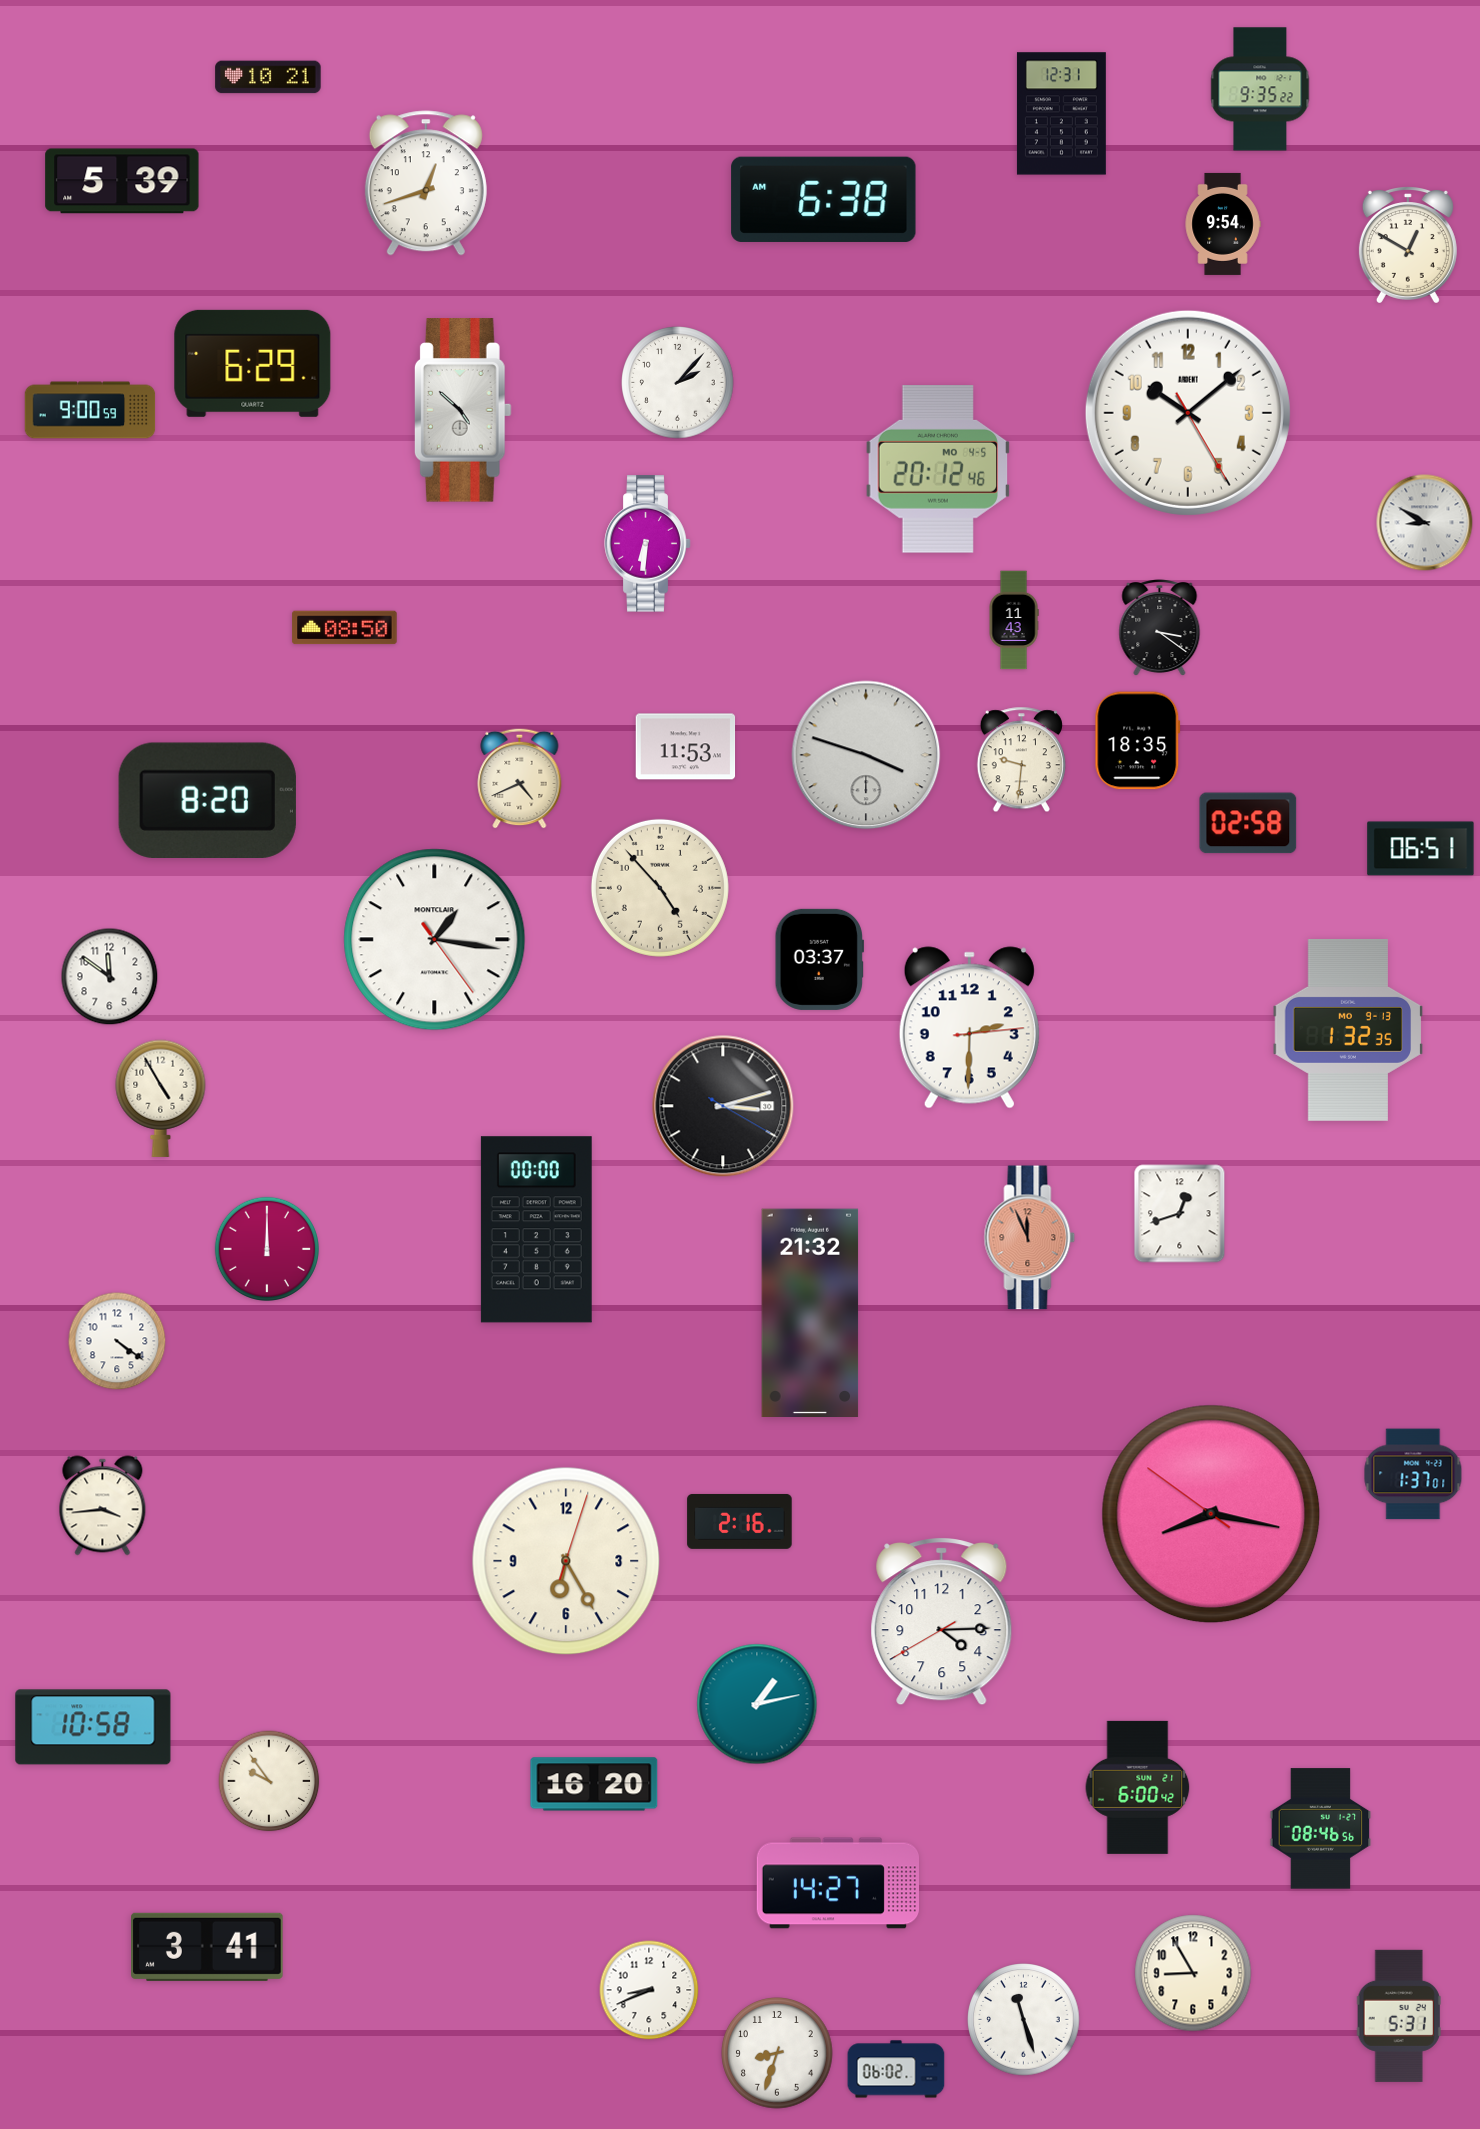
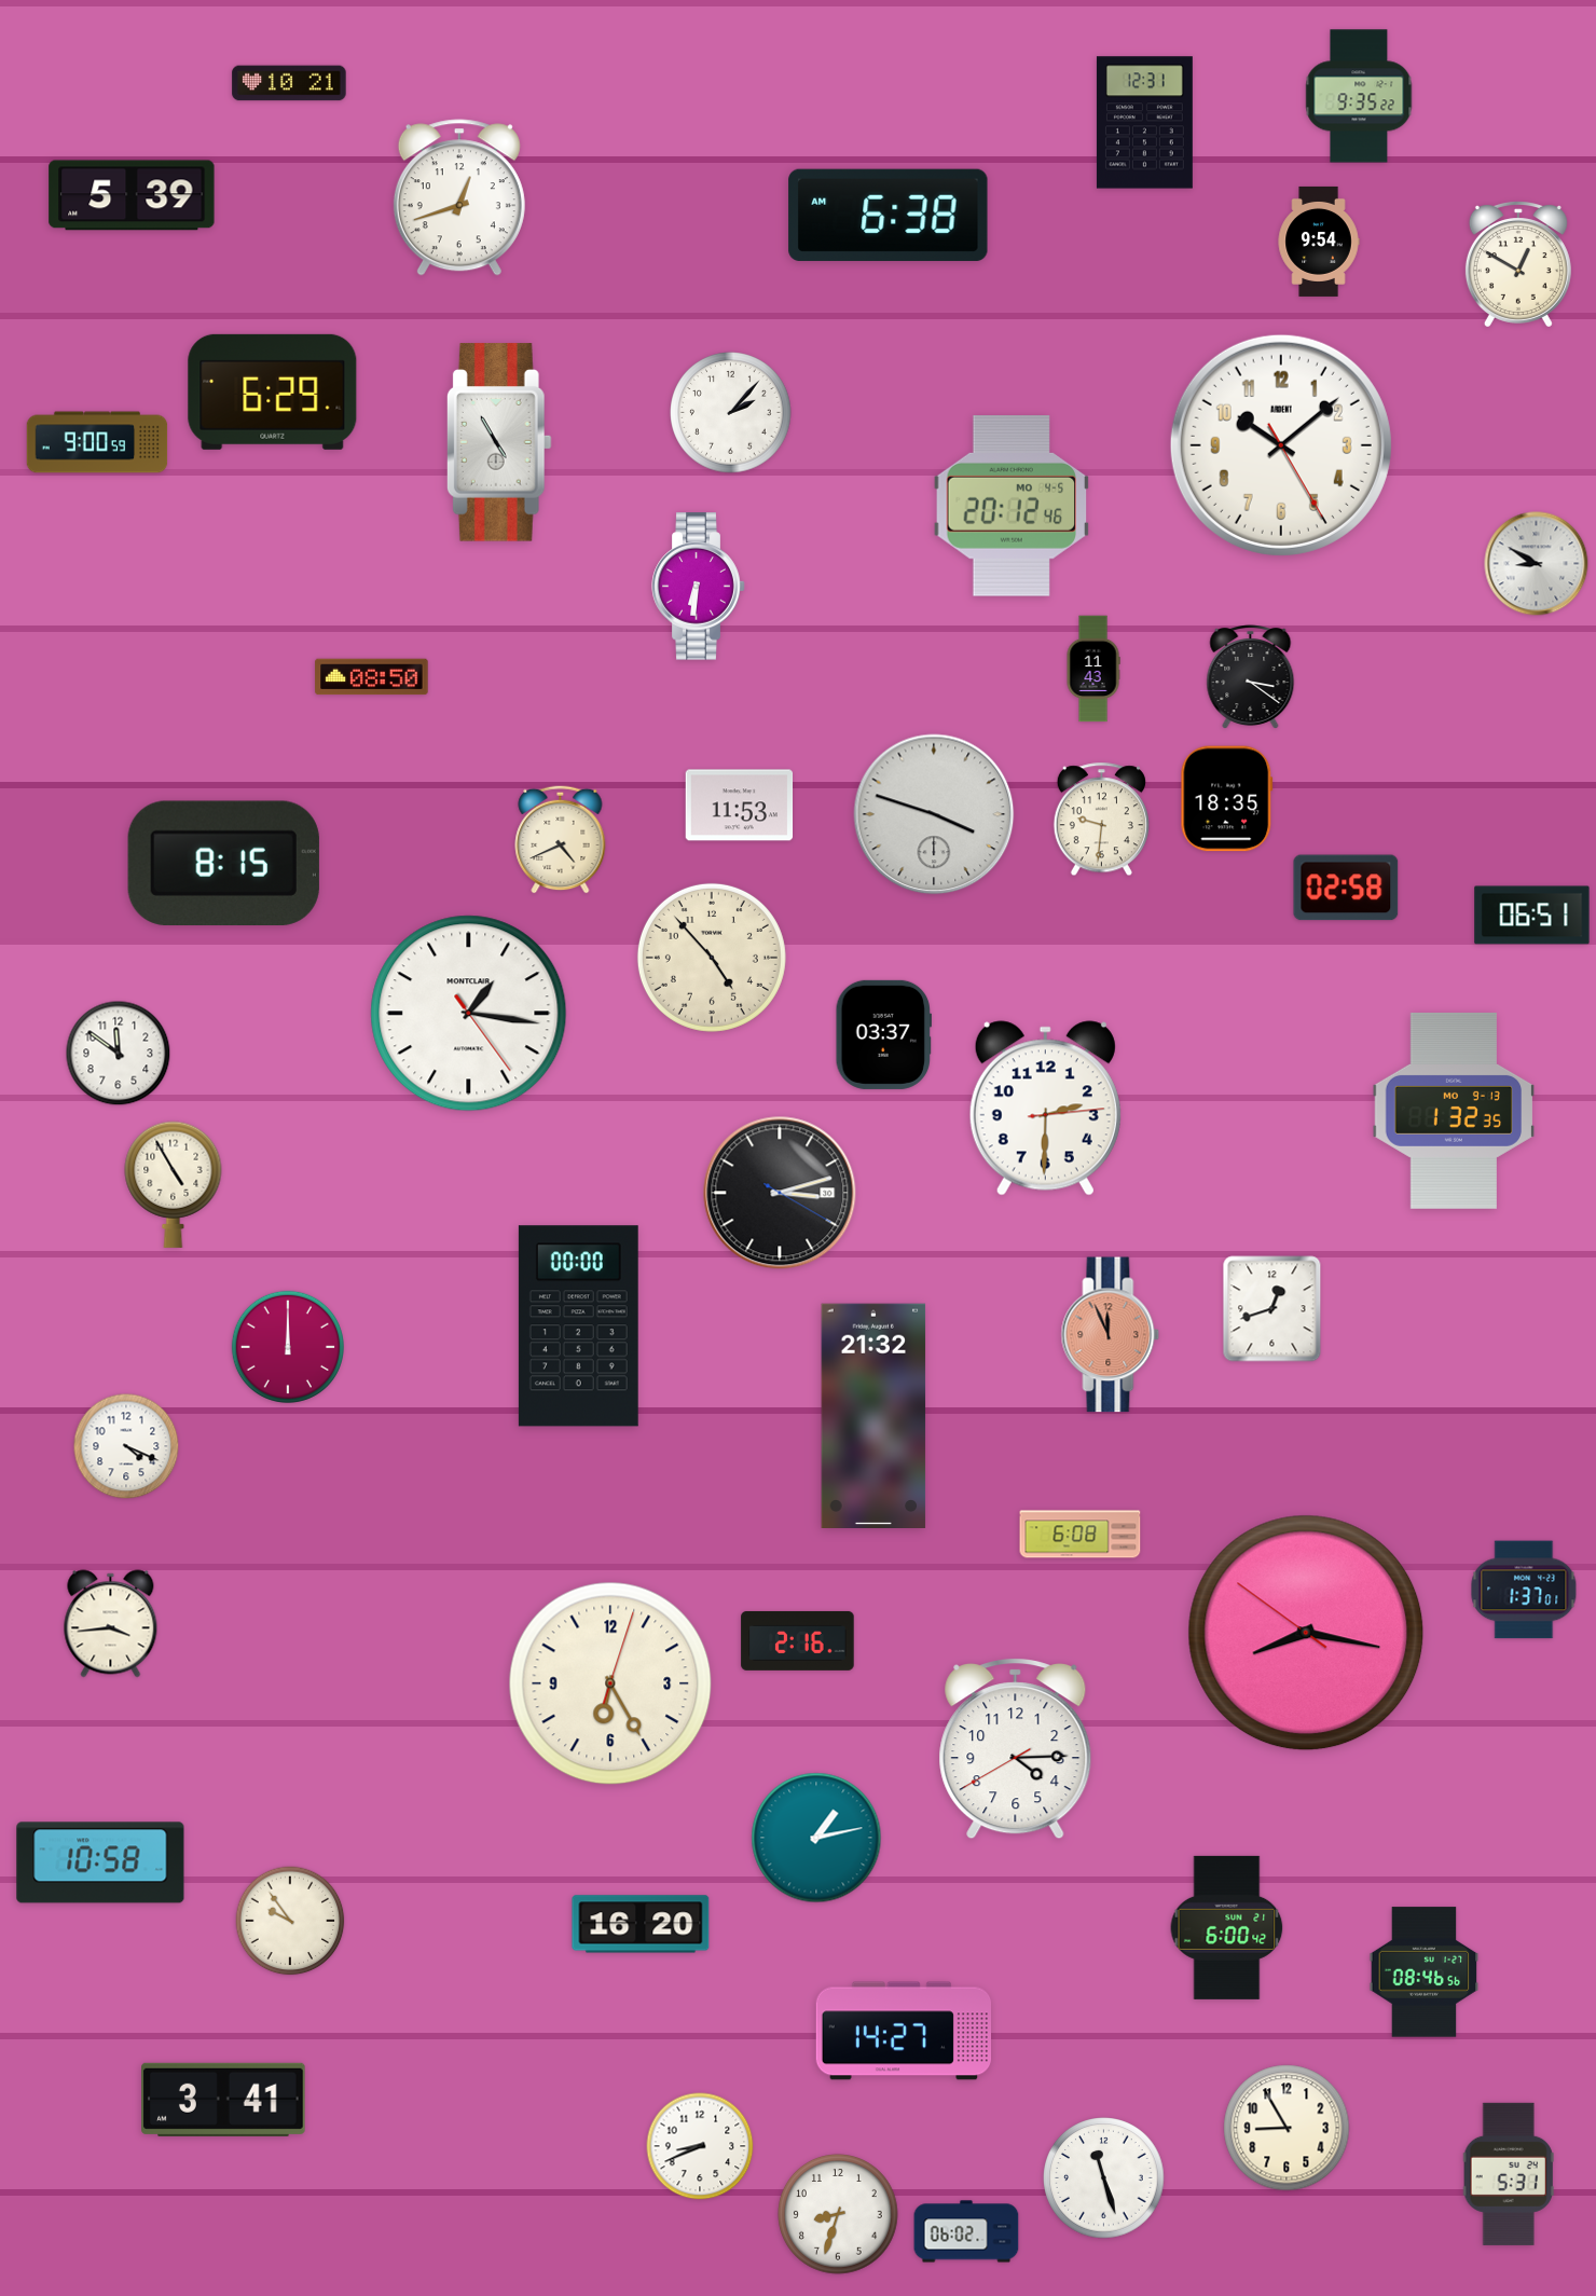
clock at (463, 410): 4:52 -> 4:55
clock at (207, 800): 8:20 -> 8:15
clock at (117, 1341): 4:21 -> 4:19
clock at (1081, 1535): none -> 6:08
